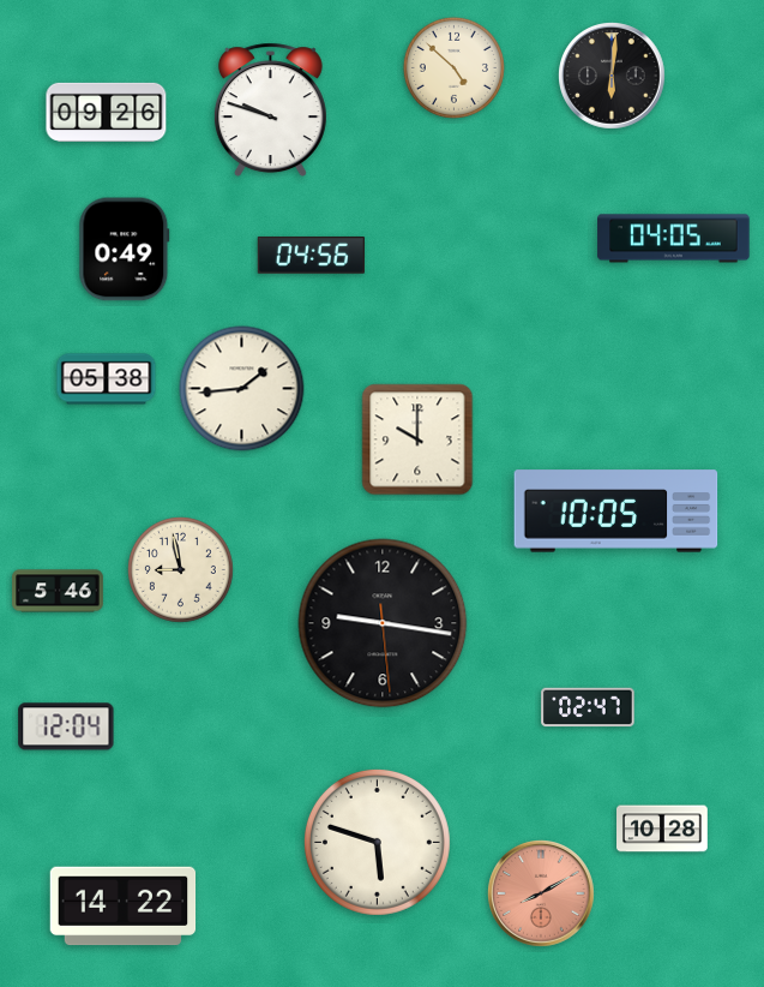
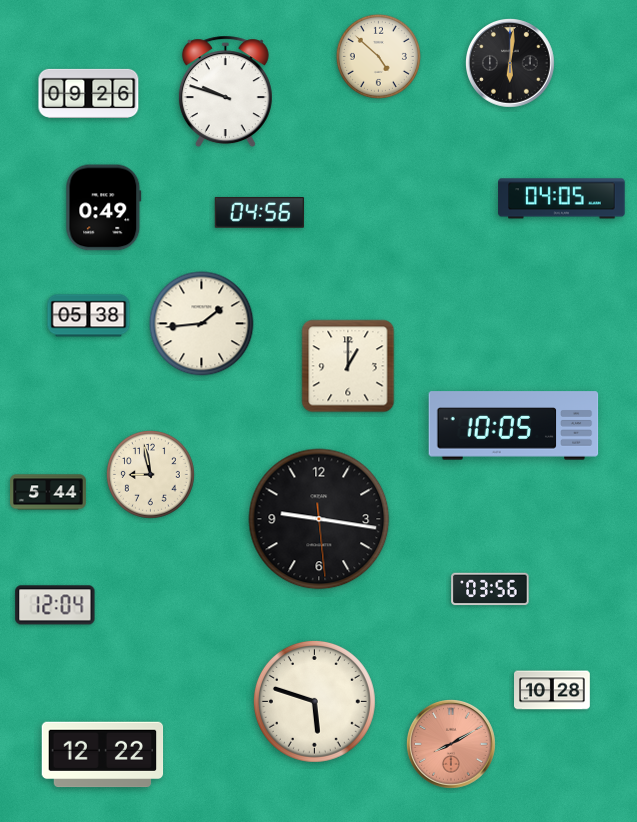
clock at (417, 439): 10:00 -> 1:00
clock at (58, 591): 5:46 -> 5:44
clock at (588, 707): 02:47 -> 03:56
clock at (124, 907): 14:22 -> 12:22
